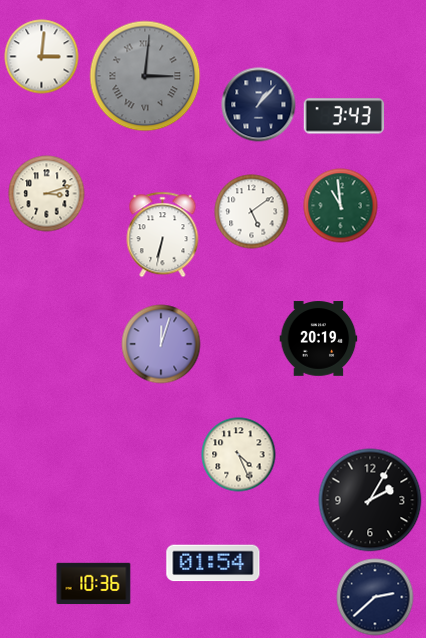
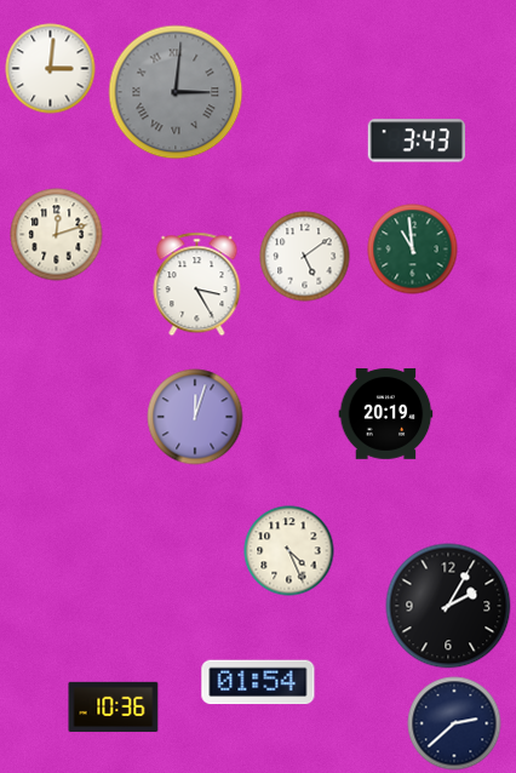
clock at (259, 105): 1:07 -> none
clock at (47, 194): 3:12 -> 12:12
clock at (163, 235): 6:32 -> 3:25
clock at (319, 339) position: (319, 339) -> (386, 414)
